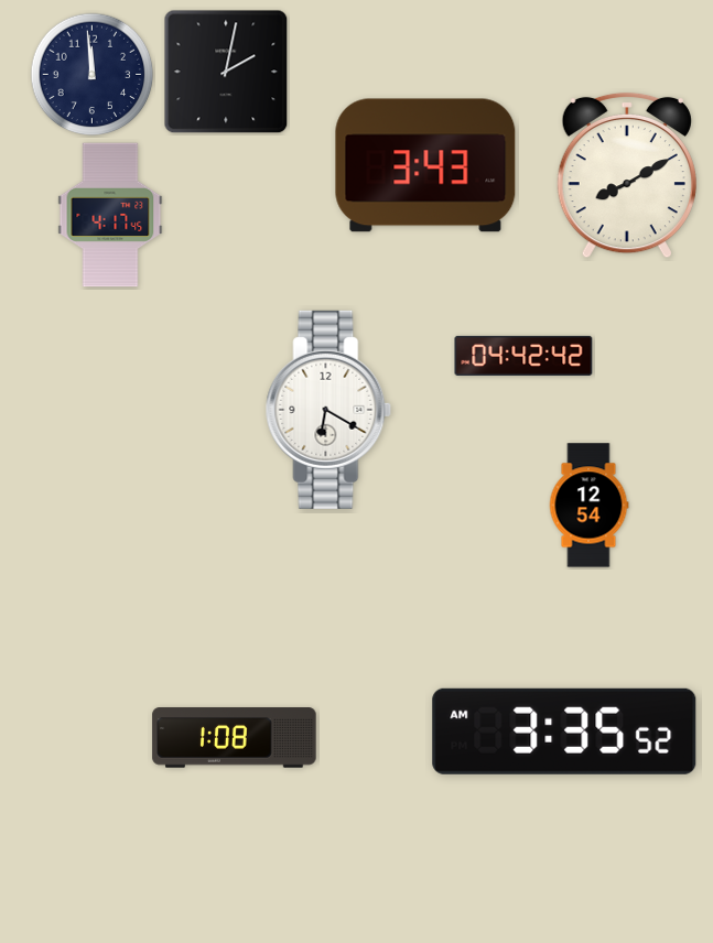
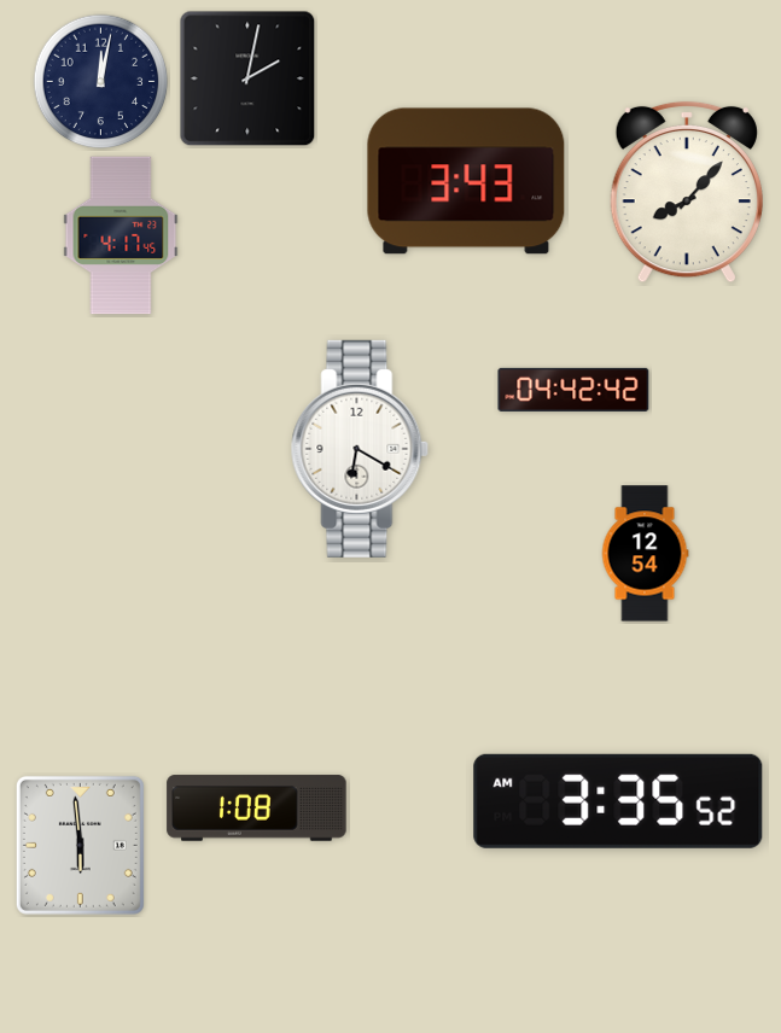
clock at (93, 75): 11:59 -> 12:02
clock at (627, 175): 8:10 -> 8:07
clock at (80, 845): none -> 5:59
